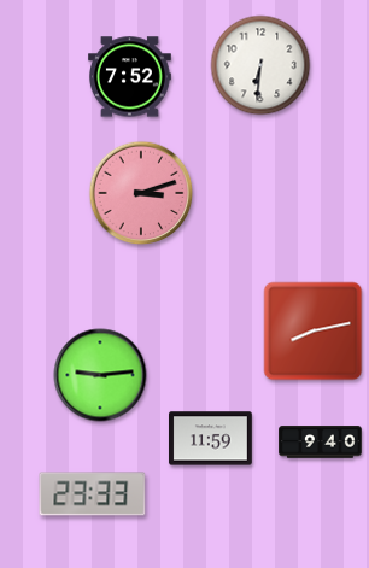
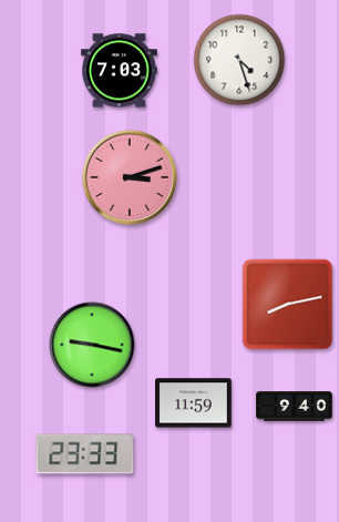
clock at (260, 65): 6:31 -> 4:27
clock at (130, 77): 7:52 -> 7:03
clock at (100, 375): 9:14 -> 9:17
